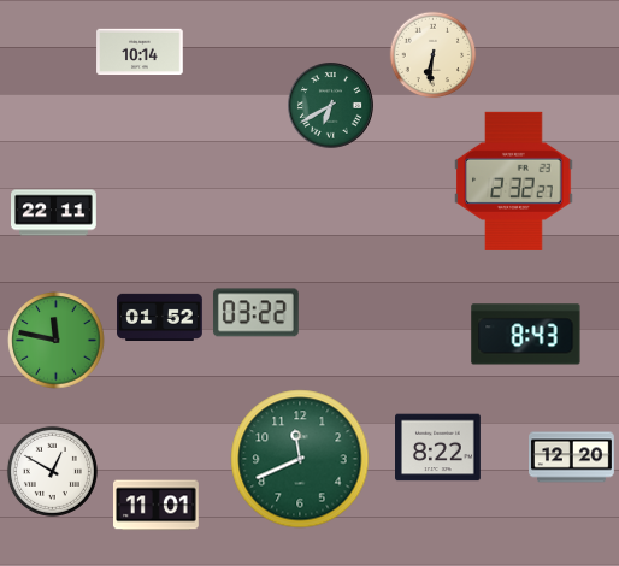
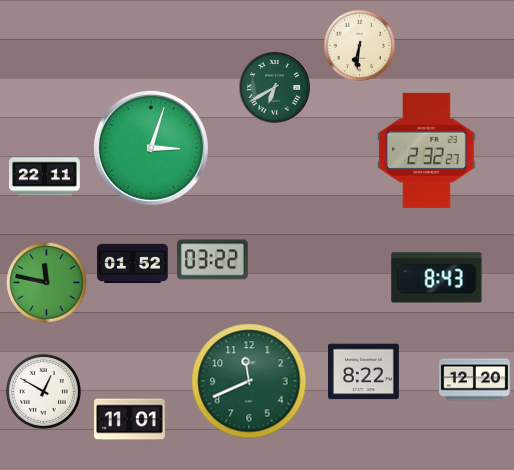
clock at (140, 52): 10:14 -> none
clock at (151, 148): none -> 3:03
